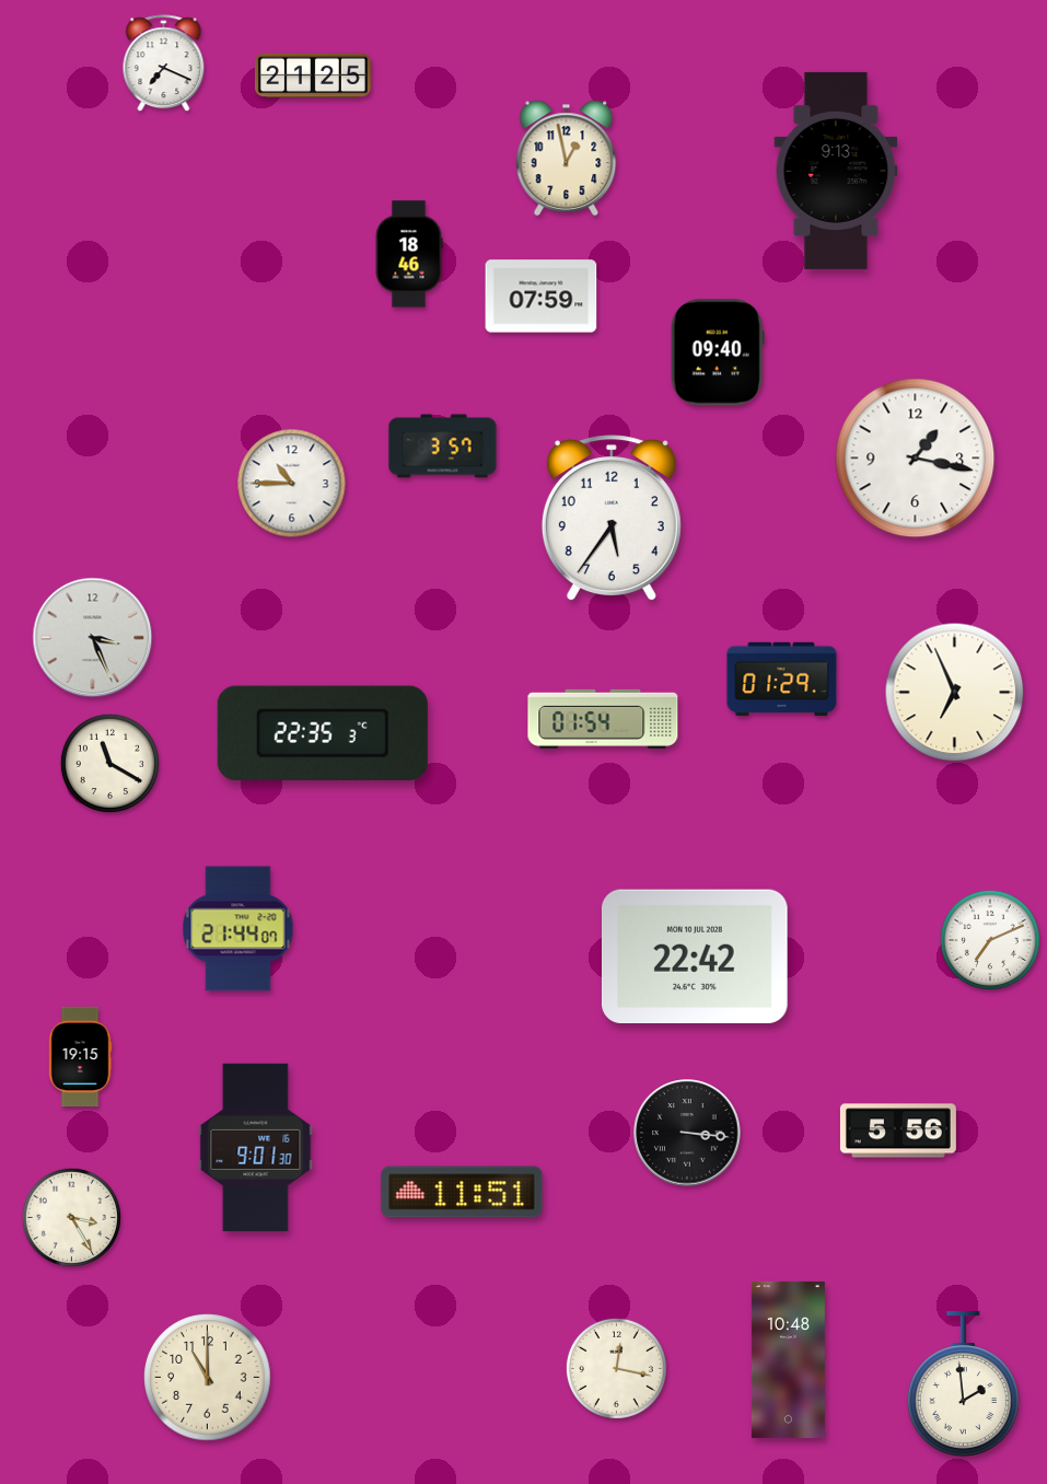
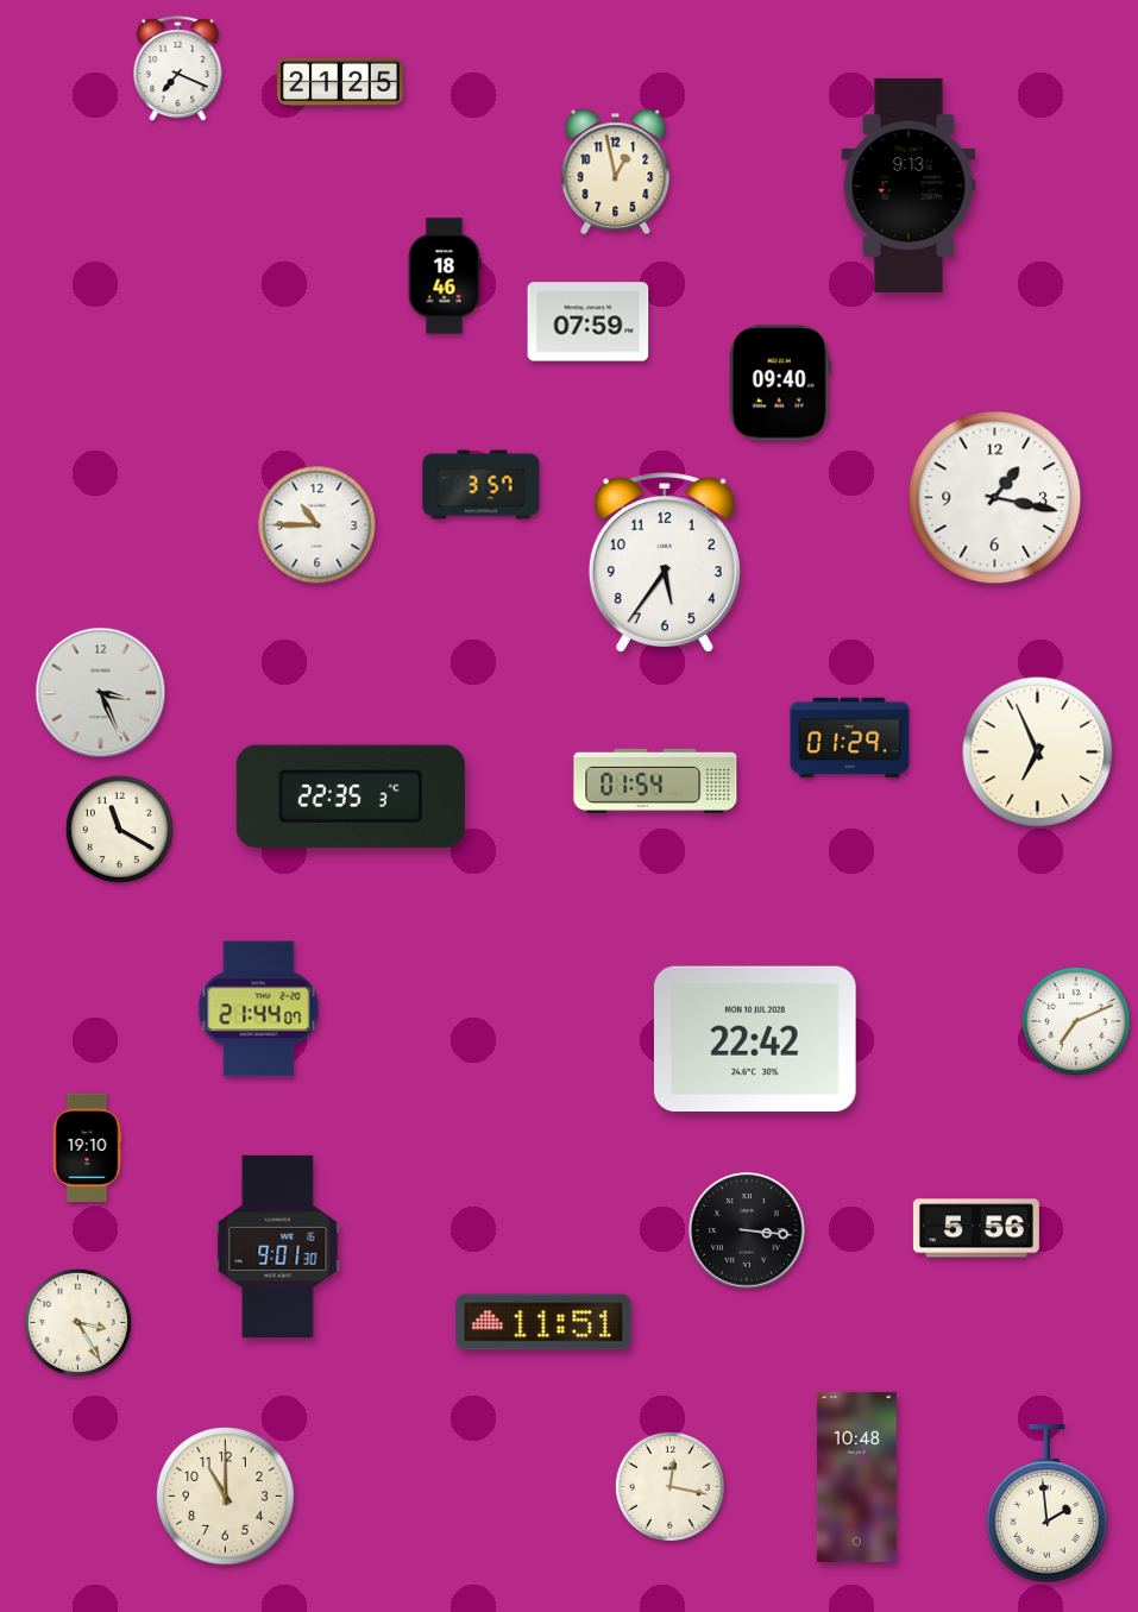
clock at (80, 1057): 19:15 -> 19:10
clock at (462, 1192) position: (462, 1192) -> (543, 1322)
